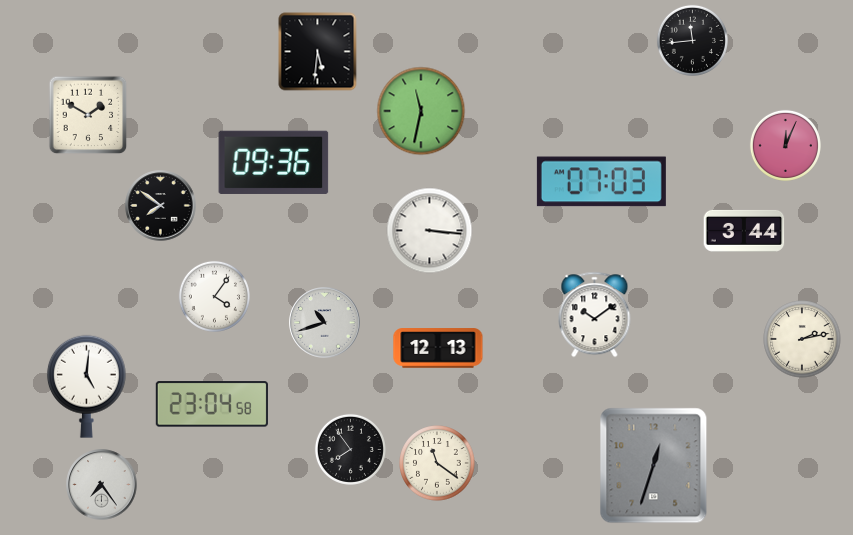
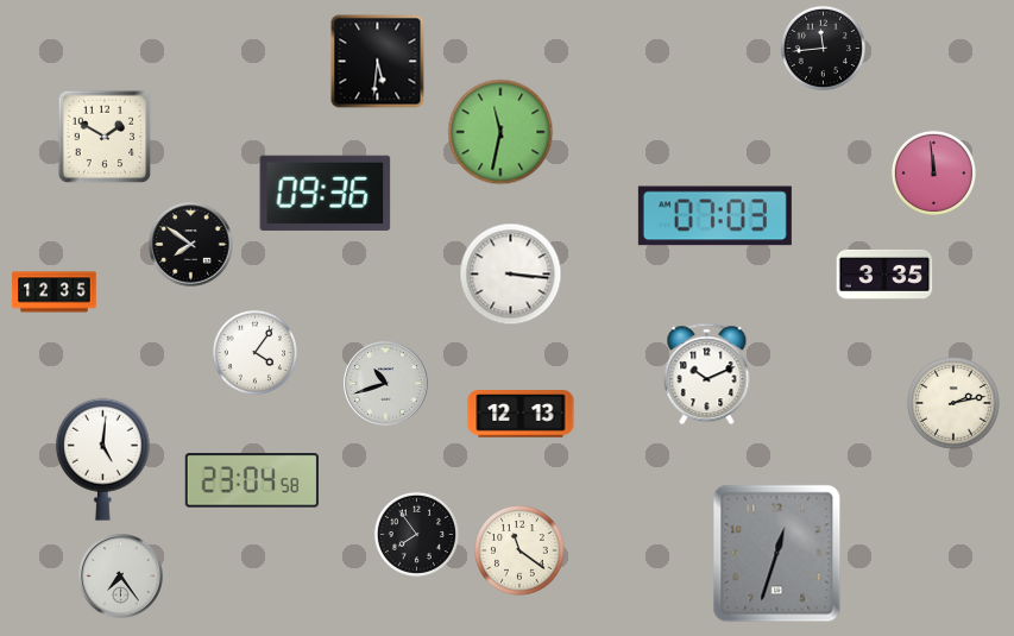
clock at (785, 145): 12:04 -> 11:59
clock at (744, 231): 3:44 -> 3:35
clock at (55, 292): none -> 12:35
clock at (595, 315): 10:09 -> 10:11
